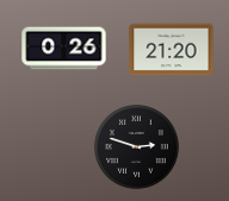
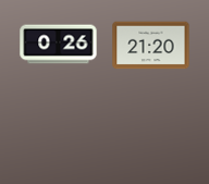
clock at (172, 50) position: (172, 50) -> (151, 46)
clock at (137, 147): 2:48 -> none
